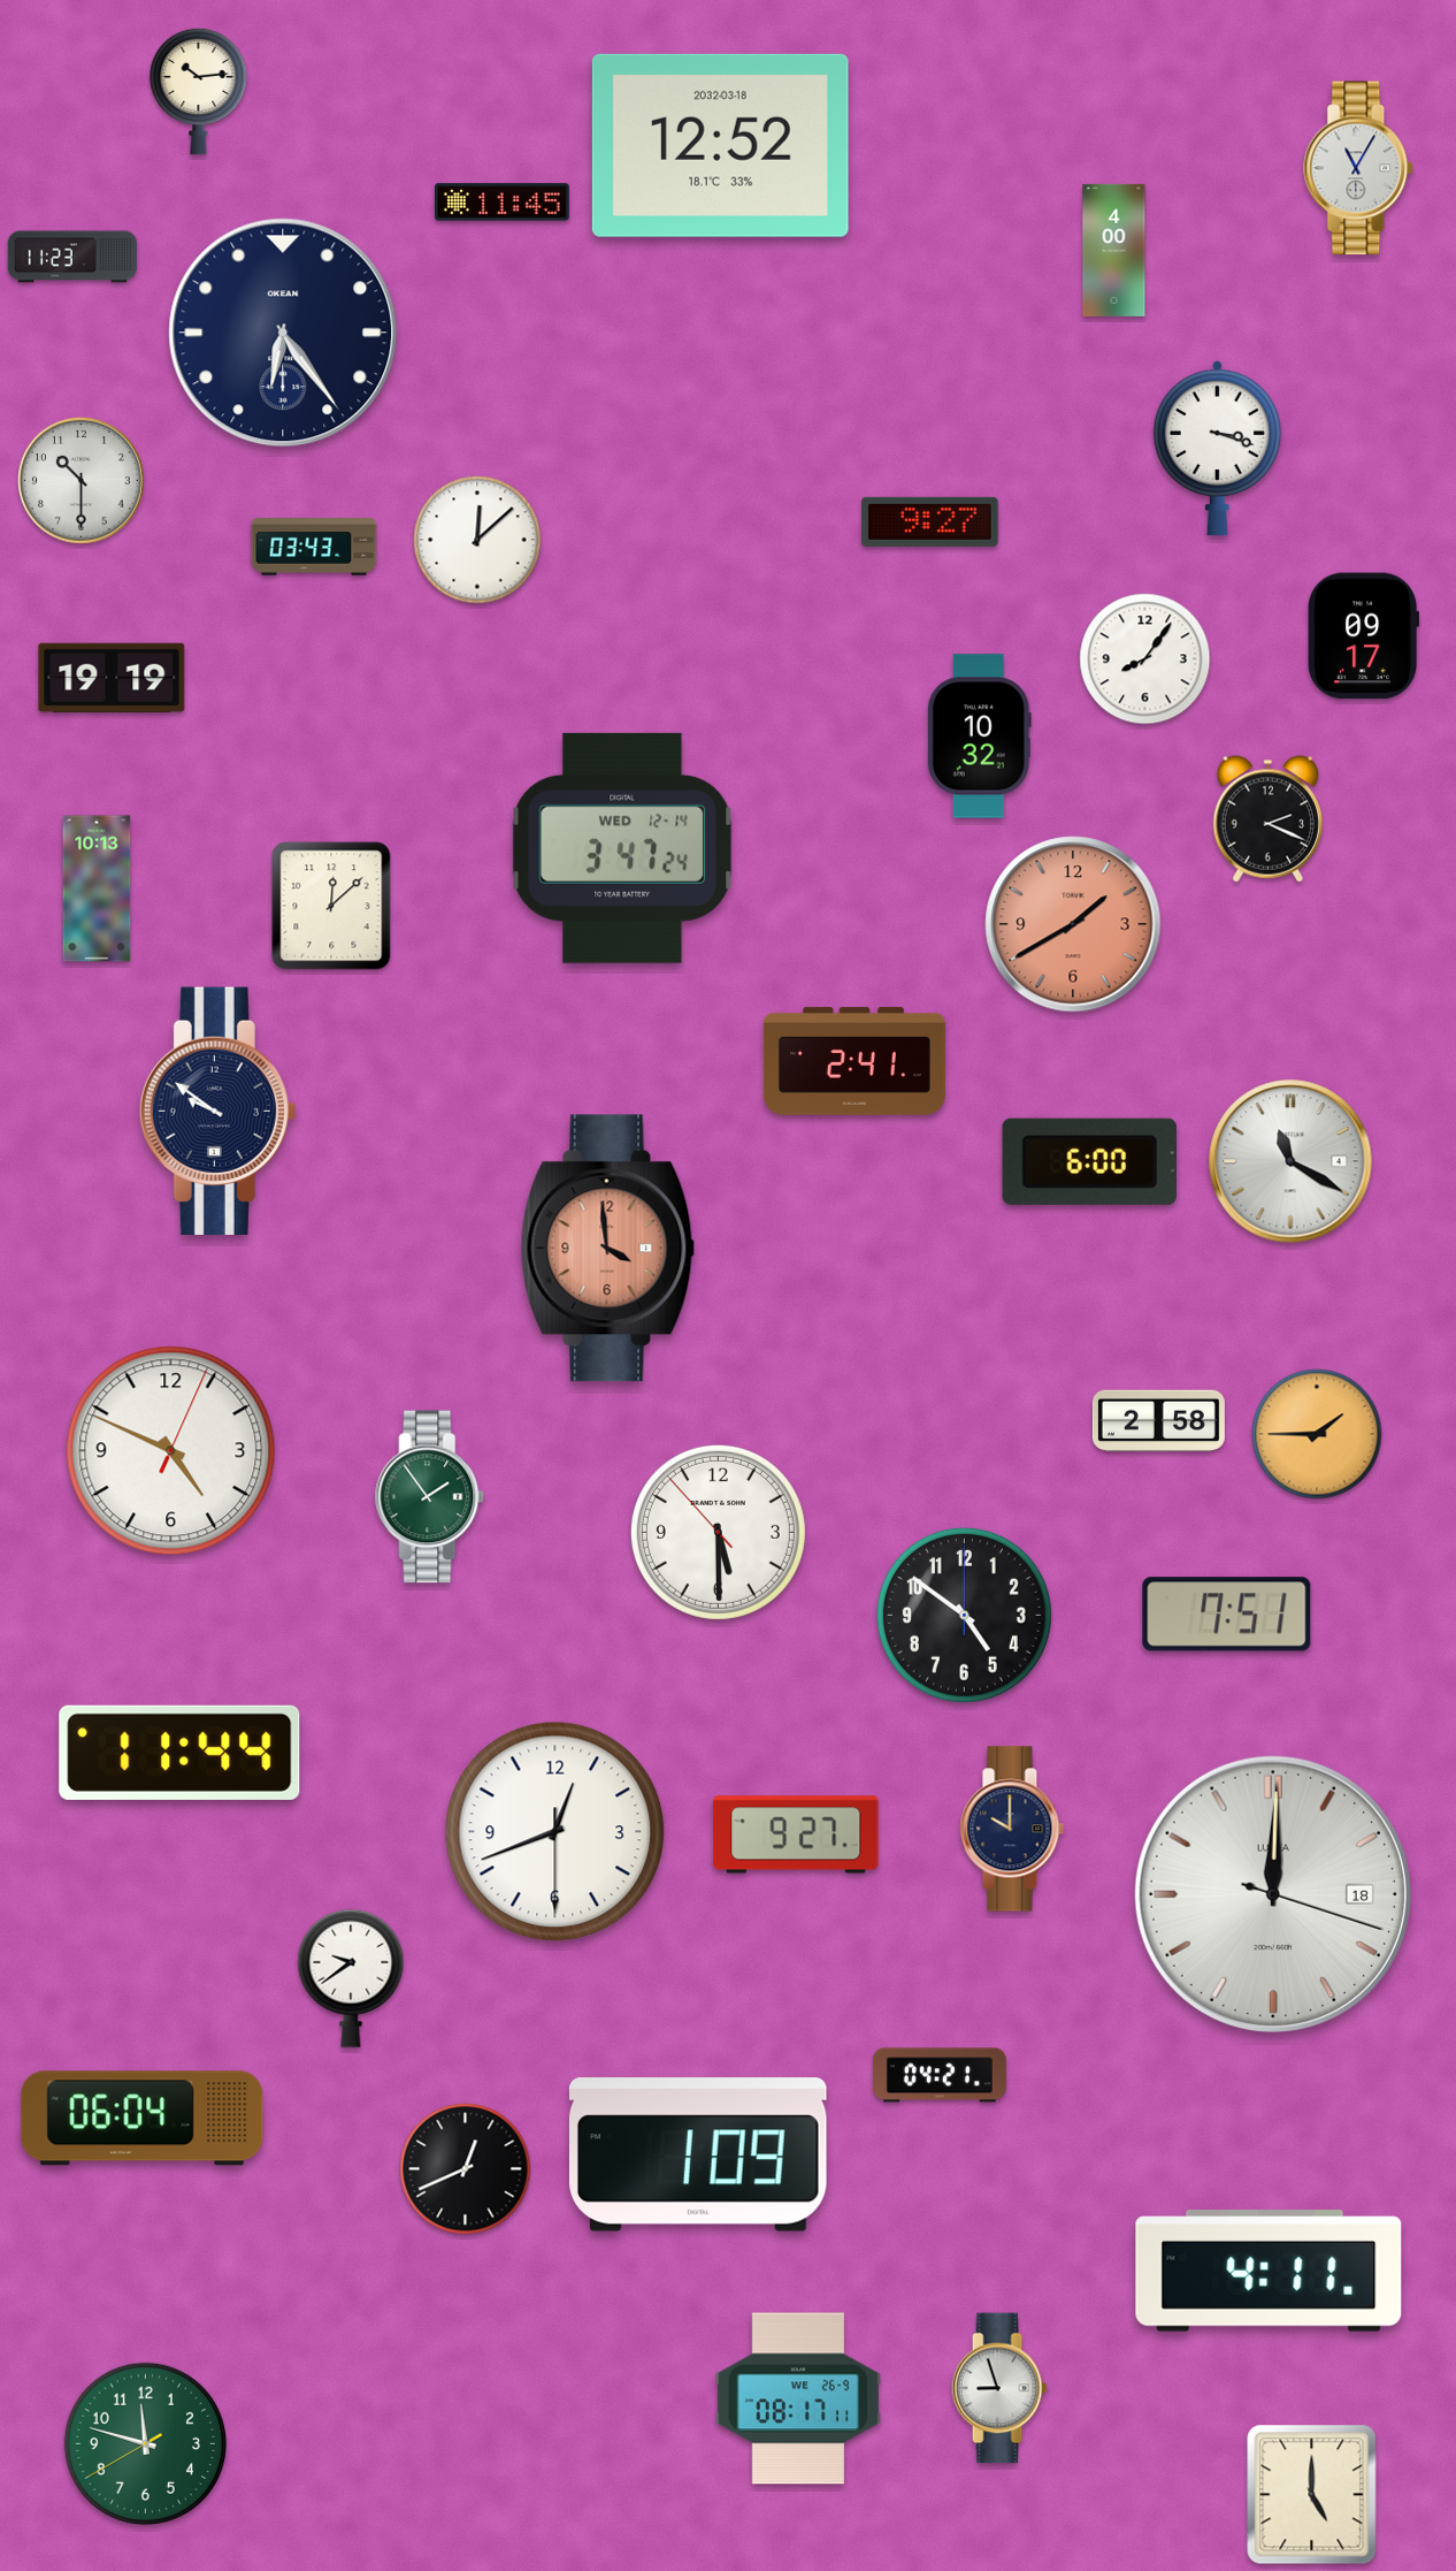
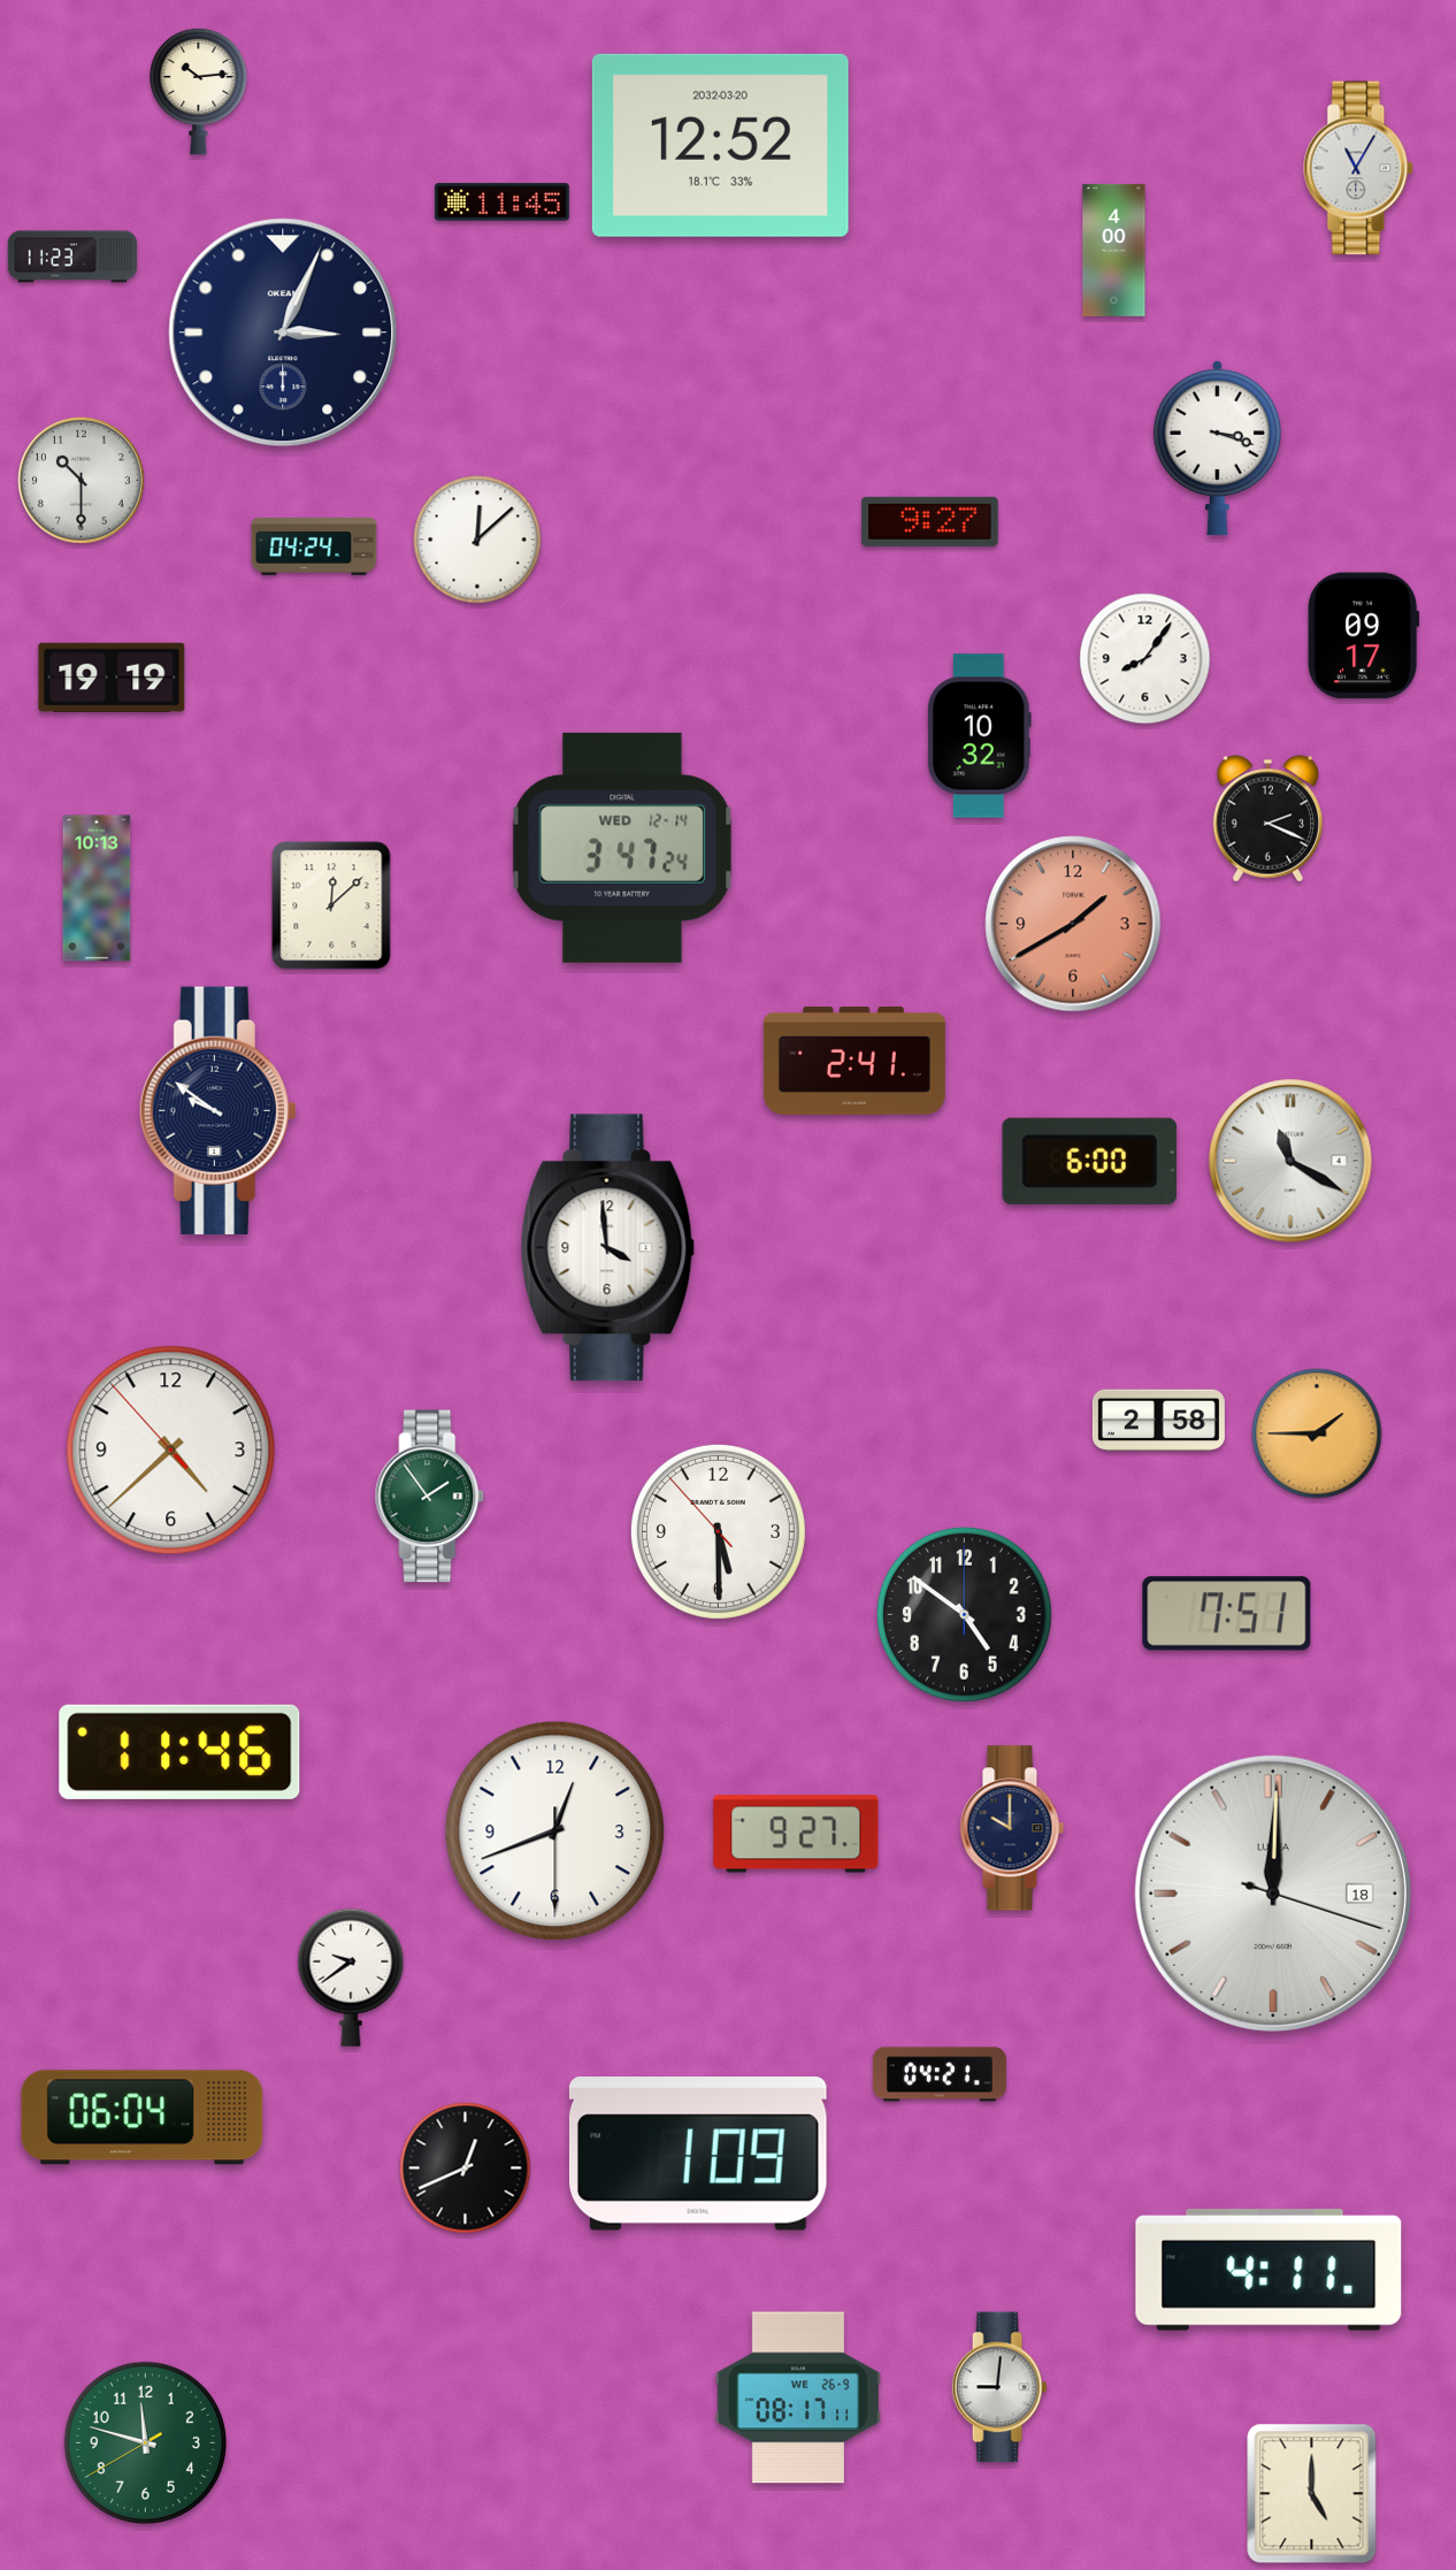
clock at (720, 145) date: 2032-03-18 -> 2032-03-20
clock at (283, 333): 6:24 -> 3:04
clock at (314, 547): 03:43 -> 04:24
clock at (608, 1249) dial: salmon -> white
clock at (171, 1451): 4:49 -> 4:37
clock at (179, 1753): 11:44 -> 11:46
clock at (999, 2388): 8:57 -> 9:01
